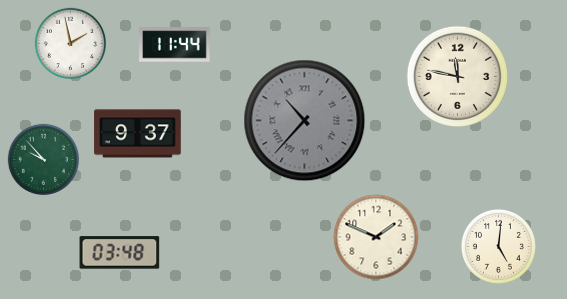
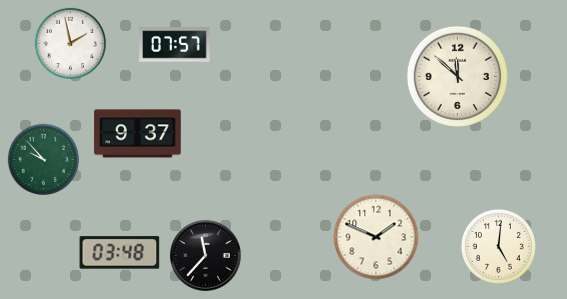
clock at (175, 45): 11:44 -> 07:57
clock at (457, 76): 11:47 -> 11:52
clock at (305, 121): 10:37 -> none
clock at (206, 256): none -> 11:37
